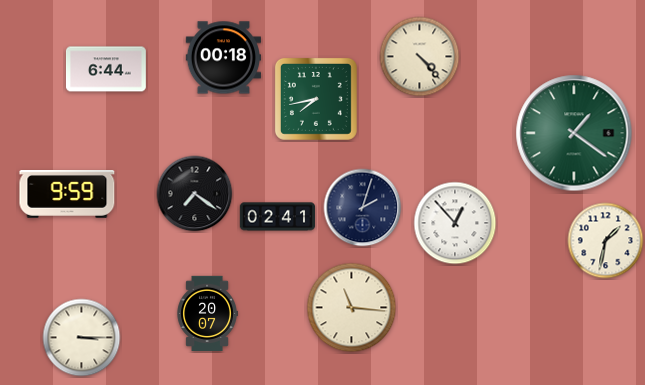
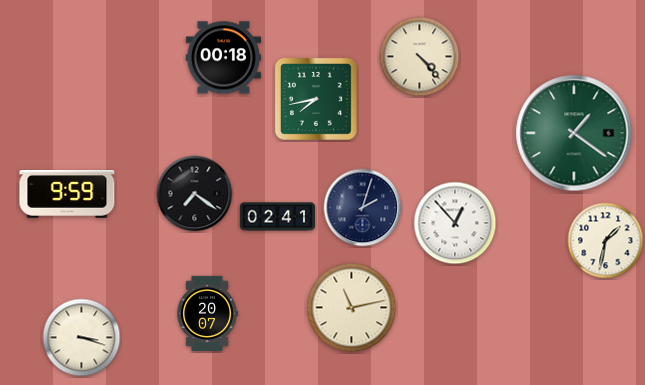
clock at (106, 69): 6:44 -> none
clock at (352, 308): 11:16 -> 11:13
clock at (82, 338): 3:15 -> 3:18
